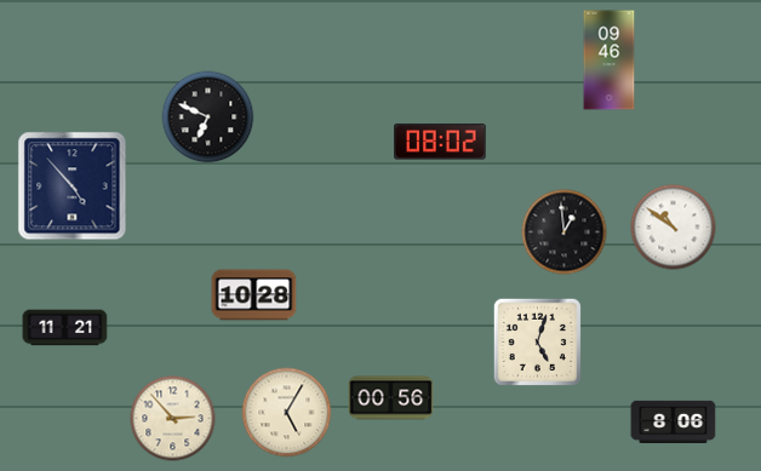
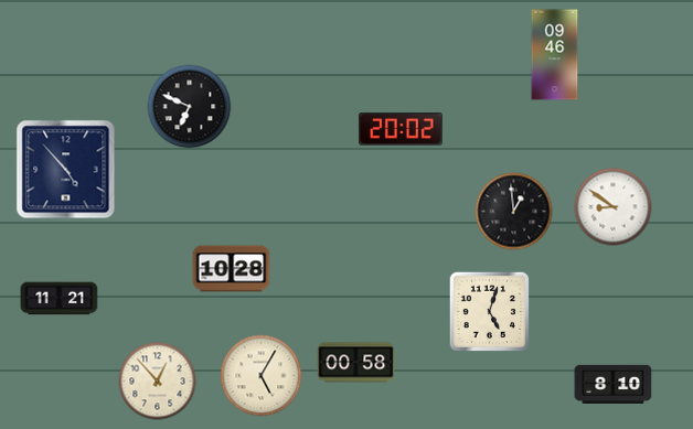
clock at (441, 142): 08:02 -> 20:02
clock at (674, 228): 10:51 -> 8:51
clock at (391, 398): 00:56 -> 00:58
clock at (173, 419): 2:53 -> 12:53
clock at (674, 421): 8:06 -> 8:10
